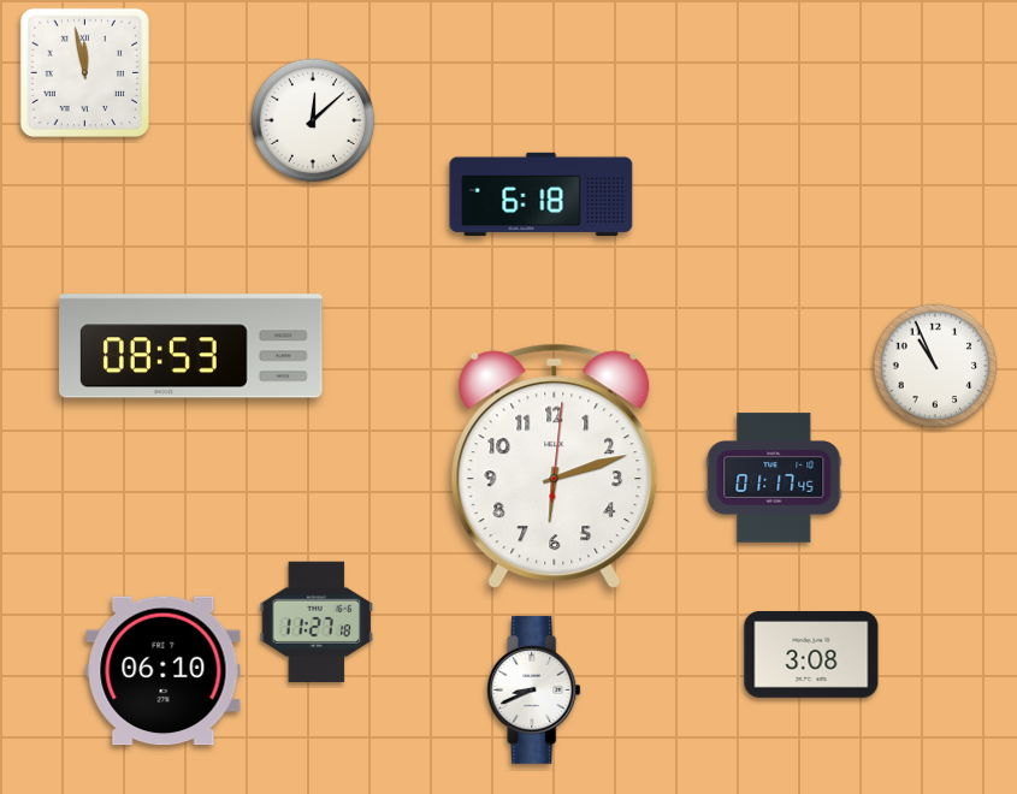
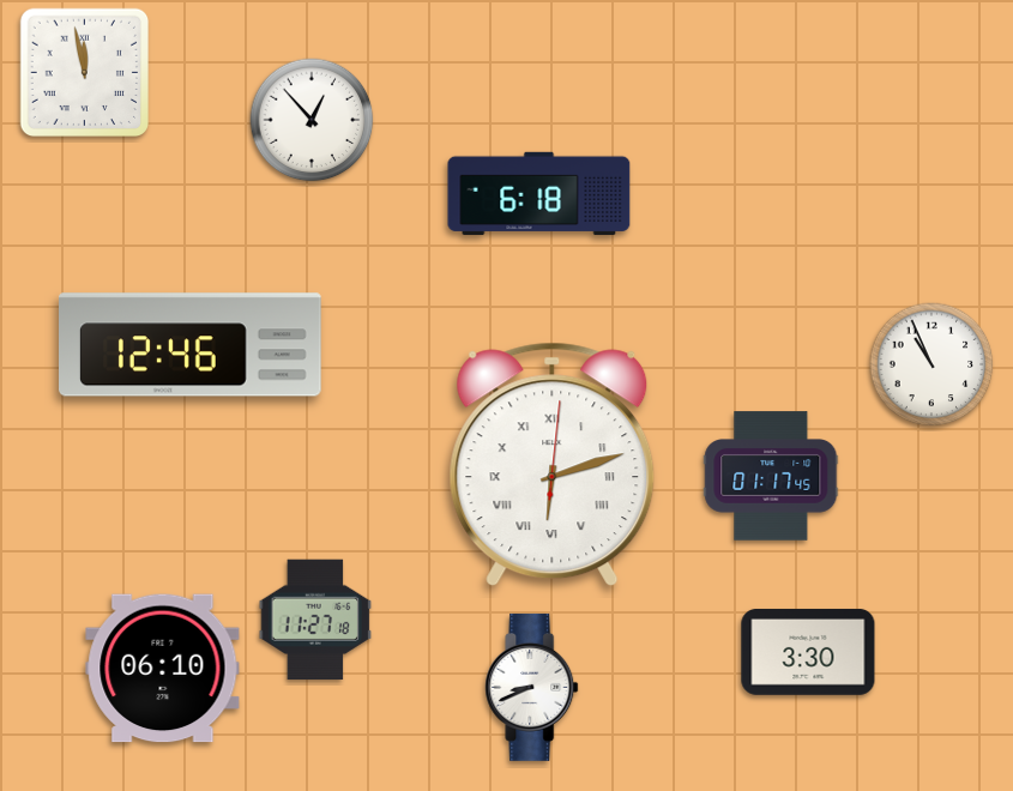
clock at (313, 120): 12:08 -> 12:53
clock at (191, 346): 08:53 -> 12:46
clock at (555, 467) numerals: Arabic -> Roman
clock at (811, 654): 3:08 -> 3:30
